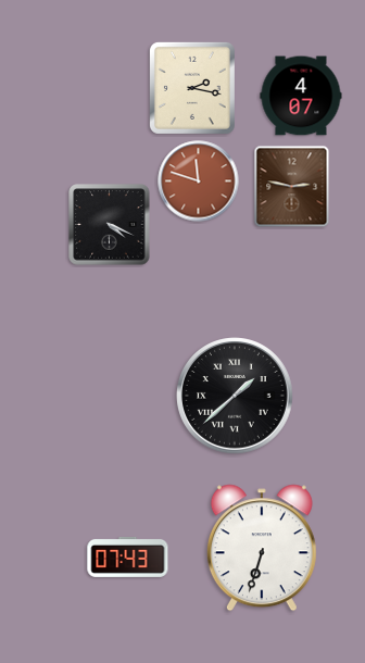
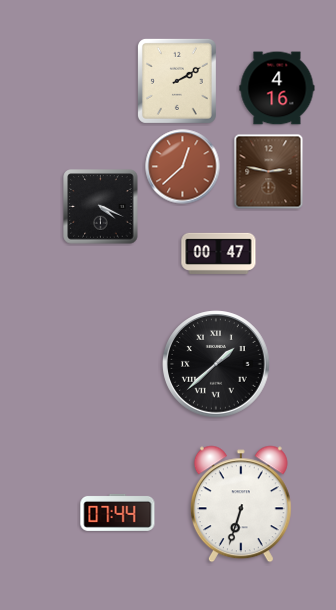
clock at (192, 88): 2:17 -> 2:10
clock at (301, 96): 4:07 -> 4:16
clock at (199, 182): 11:48 -> 12:38
clock at (219, 253): none -> 00:47
clock at (128, 556): 07:43 -> 07:44
